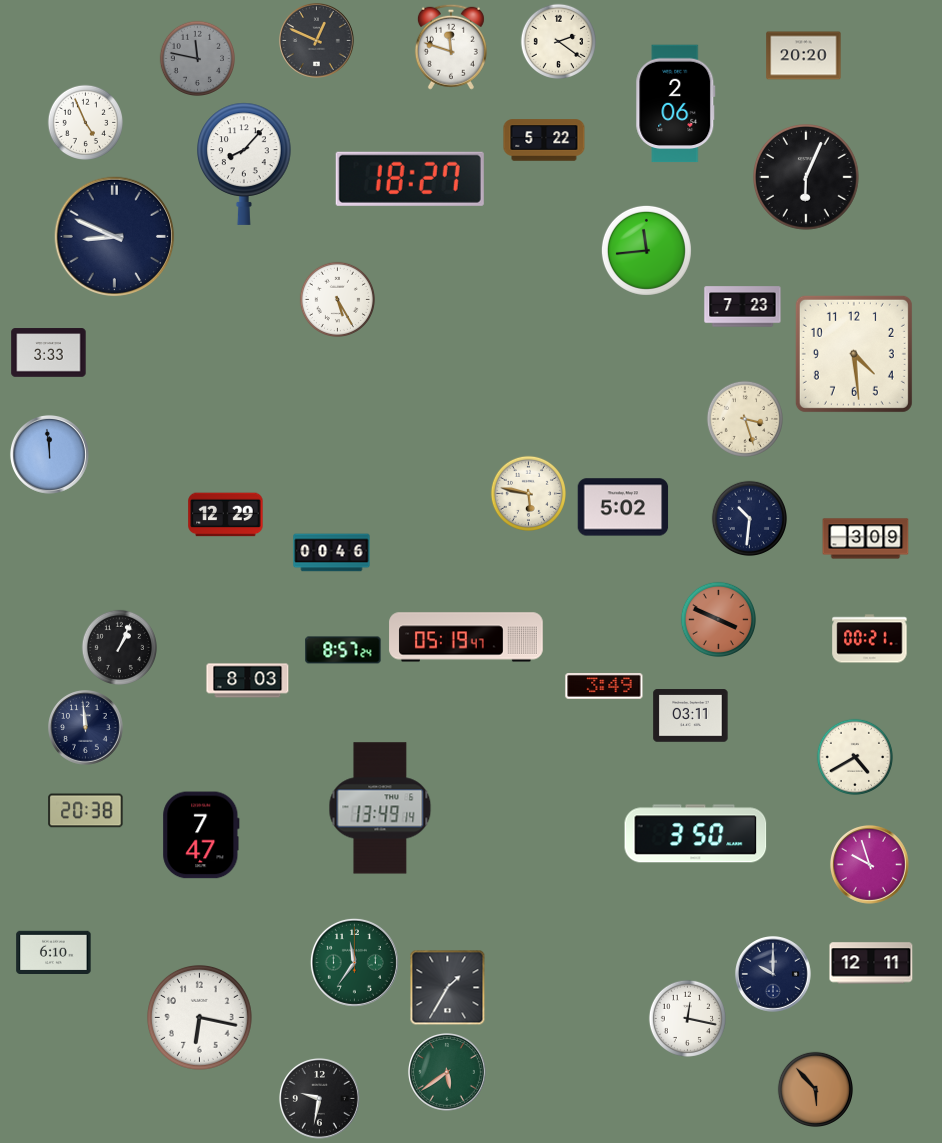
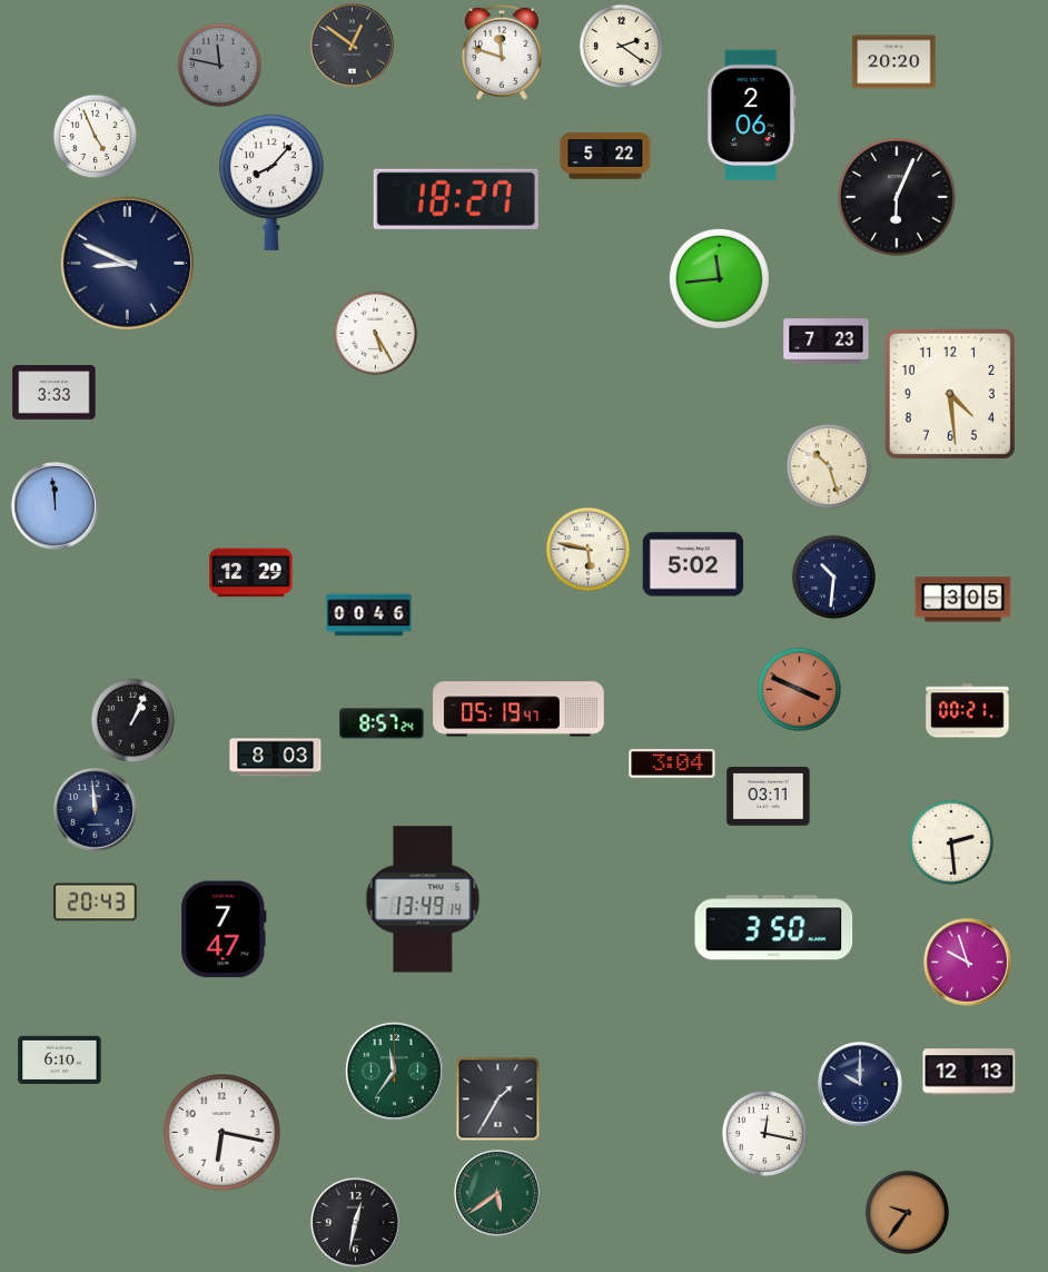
clock at (317, 41): 12:49 -> 12:51
clock at (744, 418): 3:27 -> 10:27
clock at (866, 539): 3:09 -> 3:05
clock at (604, 686): 3:49 -> 3:04
clock at (854, 756): 4:40 -> 2:29
clock at (86, 811): 20:38 -> 20:43
clock at (871, 963): 12:11 -> 12:13
clock at (815, 1089): 5:53 -> 9:36
clock at (319, 1098): 9:32 -> 12:32
